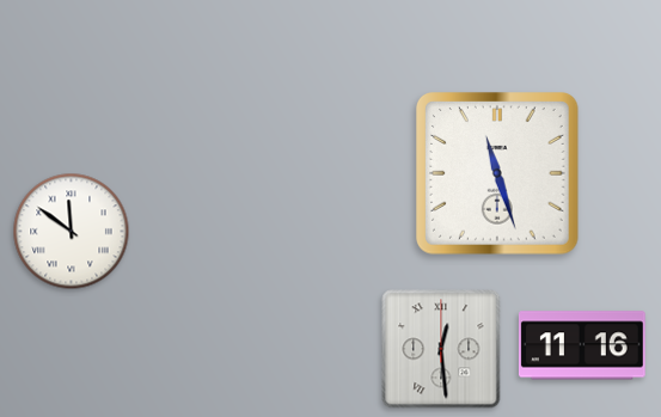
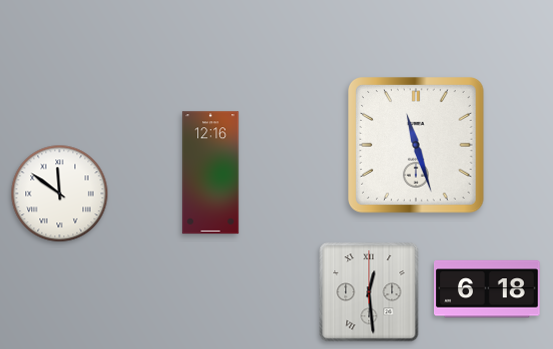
clock at (211, 173): none -> 12:16
clock at (582, 345): 11:16 -> 6:18
